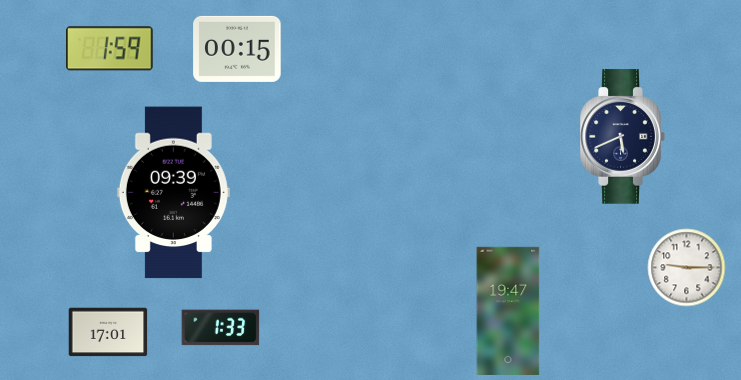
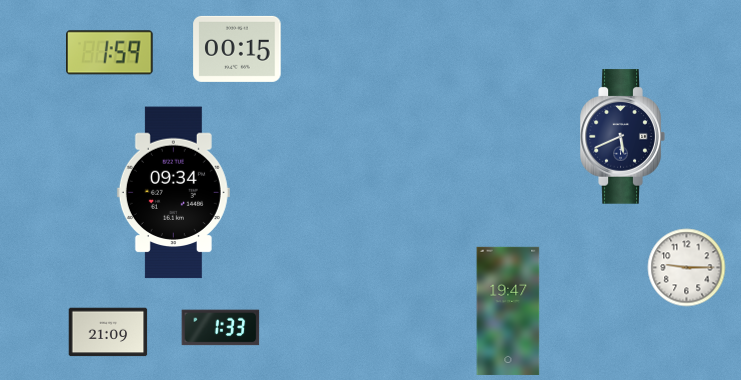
clock at (110, 49) position: (110, 49) -> (110, 53)
clock at (173, 193): 09:39 -> 09:34
clock at (108, 332): 17:01 -> 21:09
